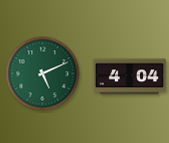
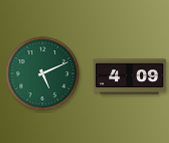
clock at (130, 77): 4:04 -> 4:09
